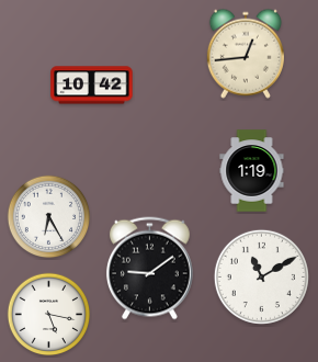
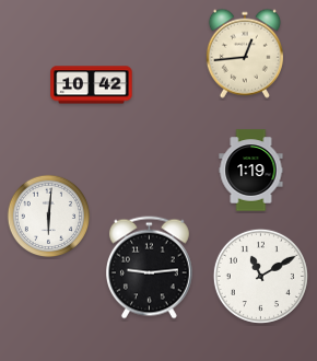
clock at (49, 217): 6:25 -> 6:01
clock at (149, 269): 9:09 -> 9:14
clock at (49, 315): 5:17 -> none
